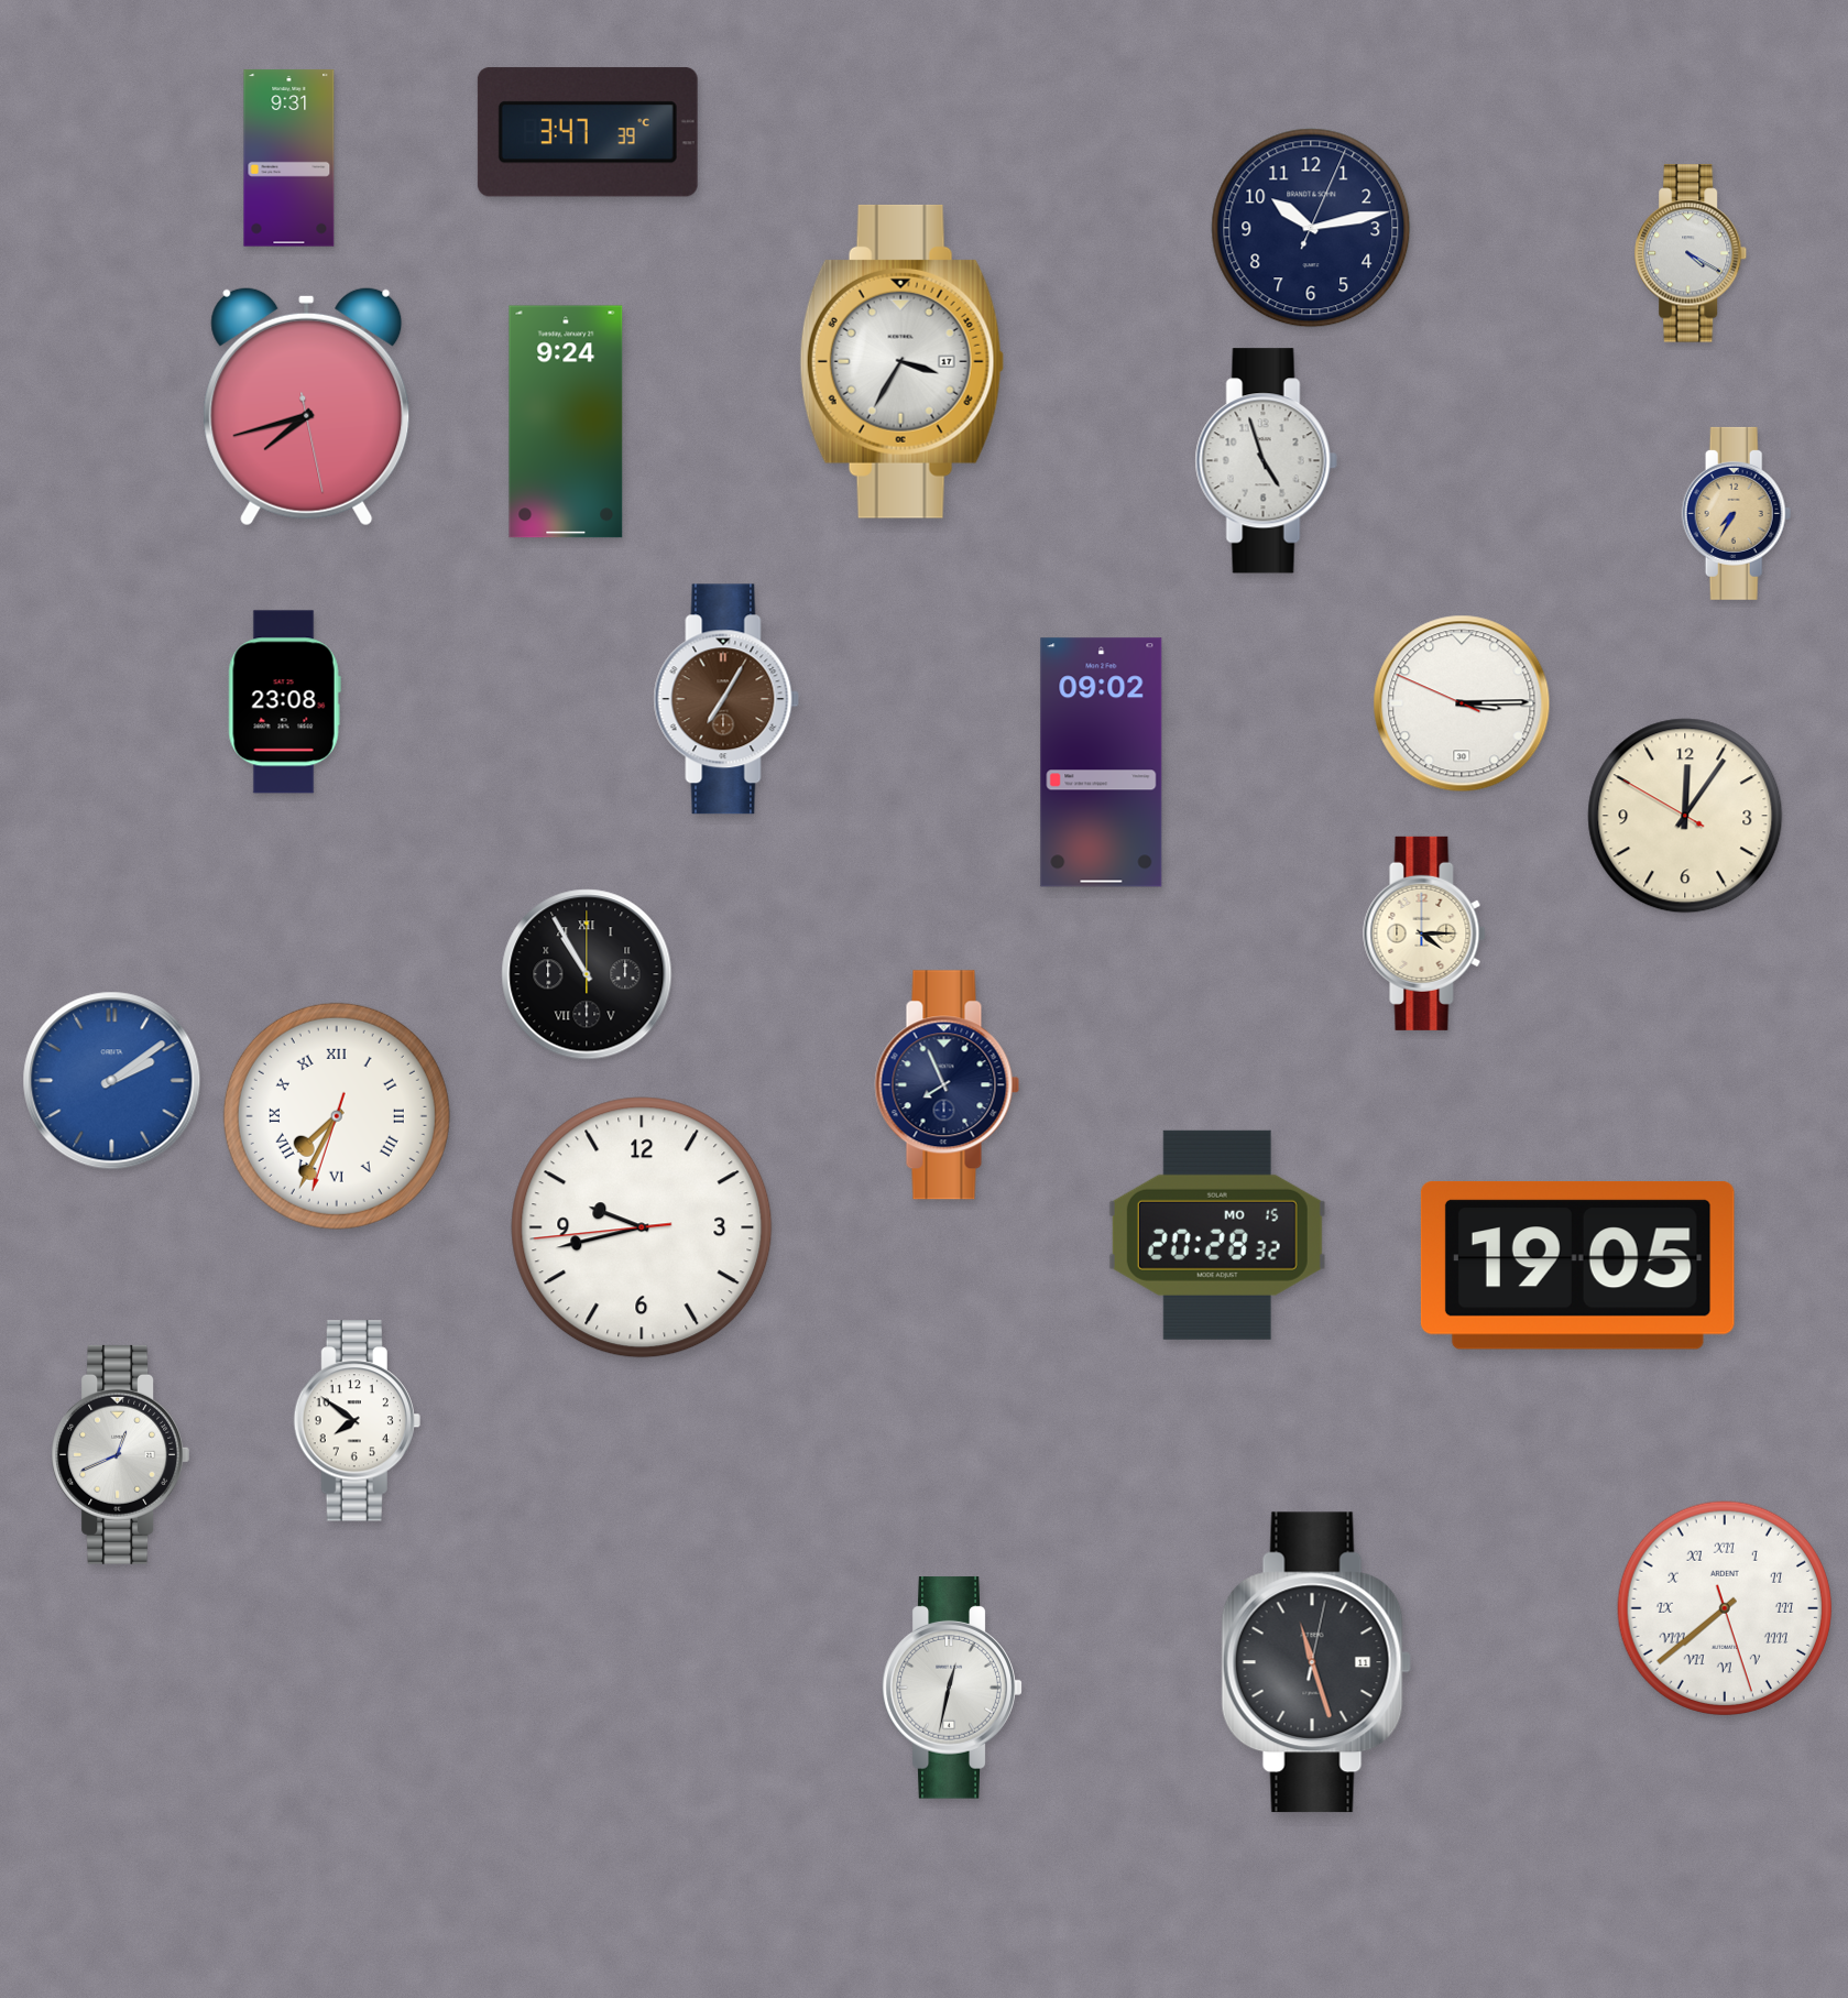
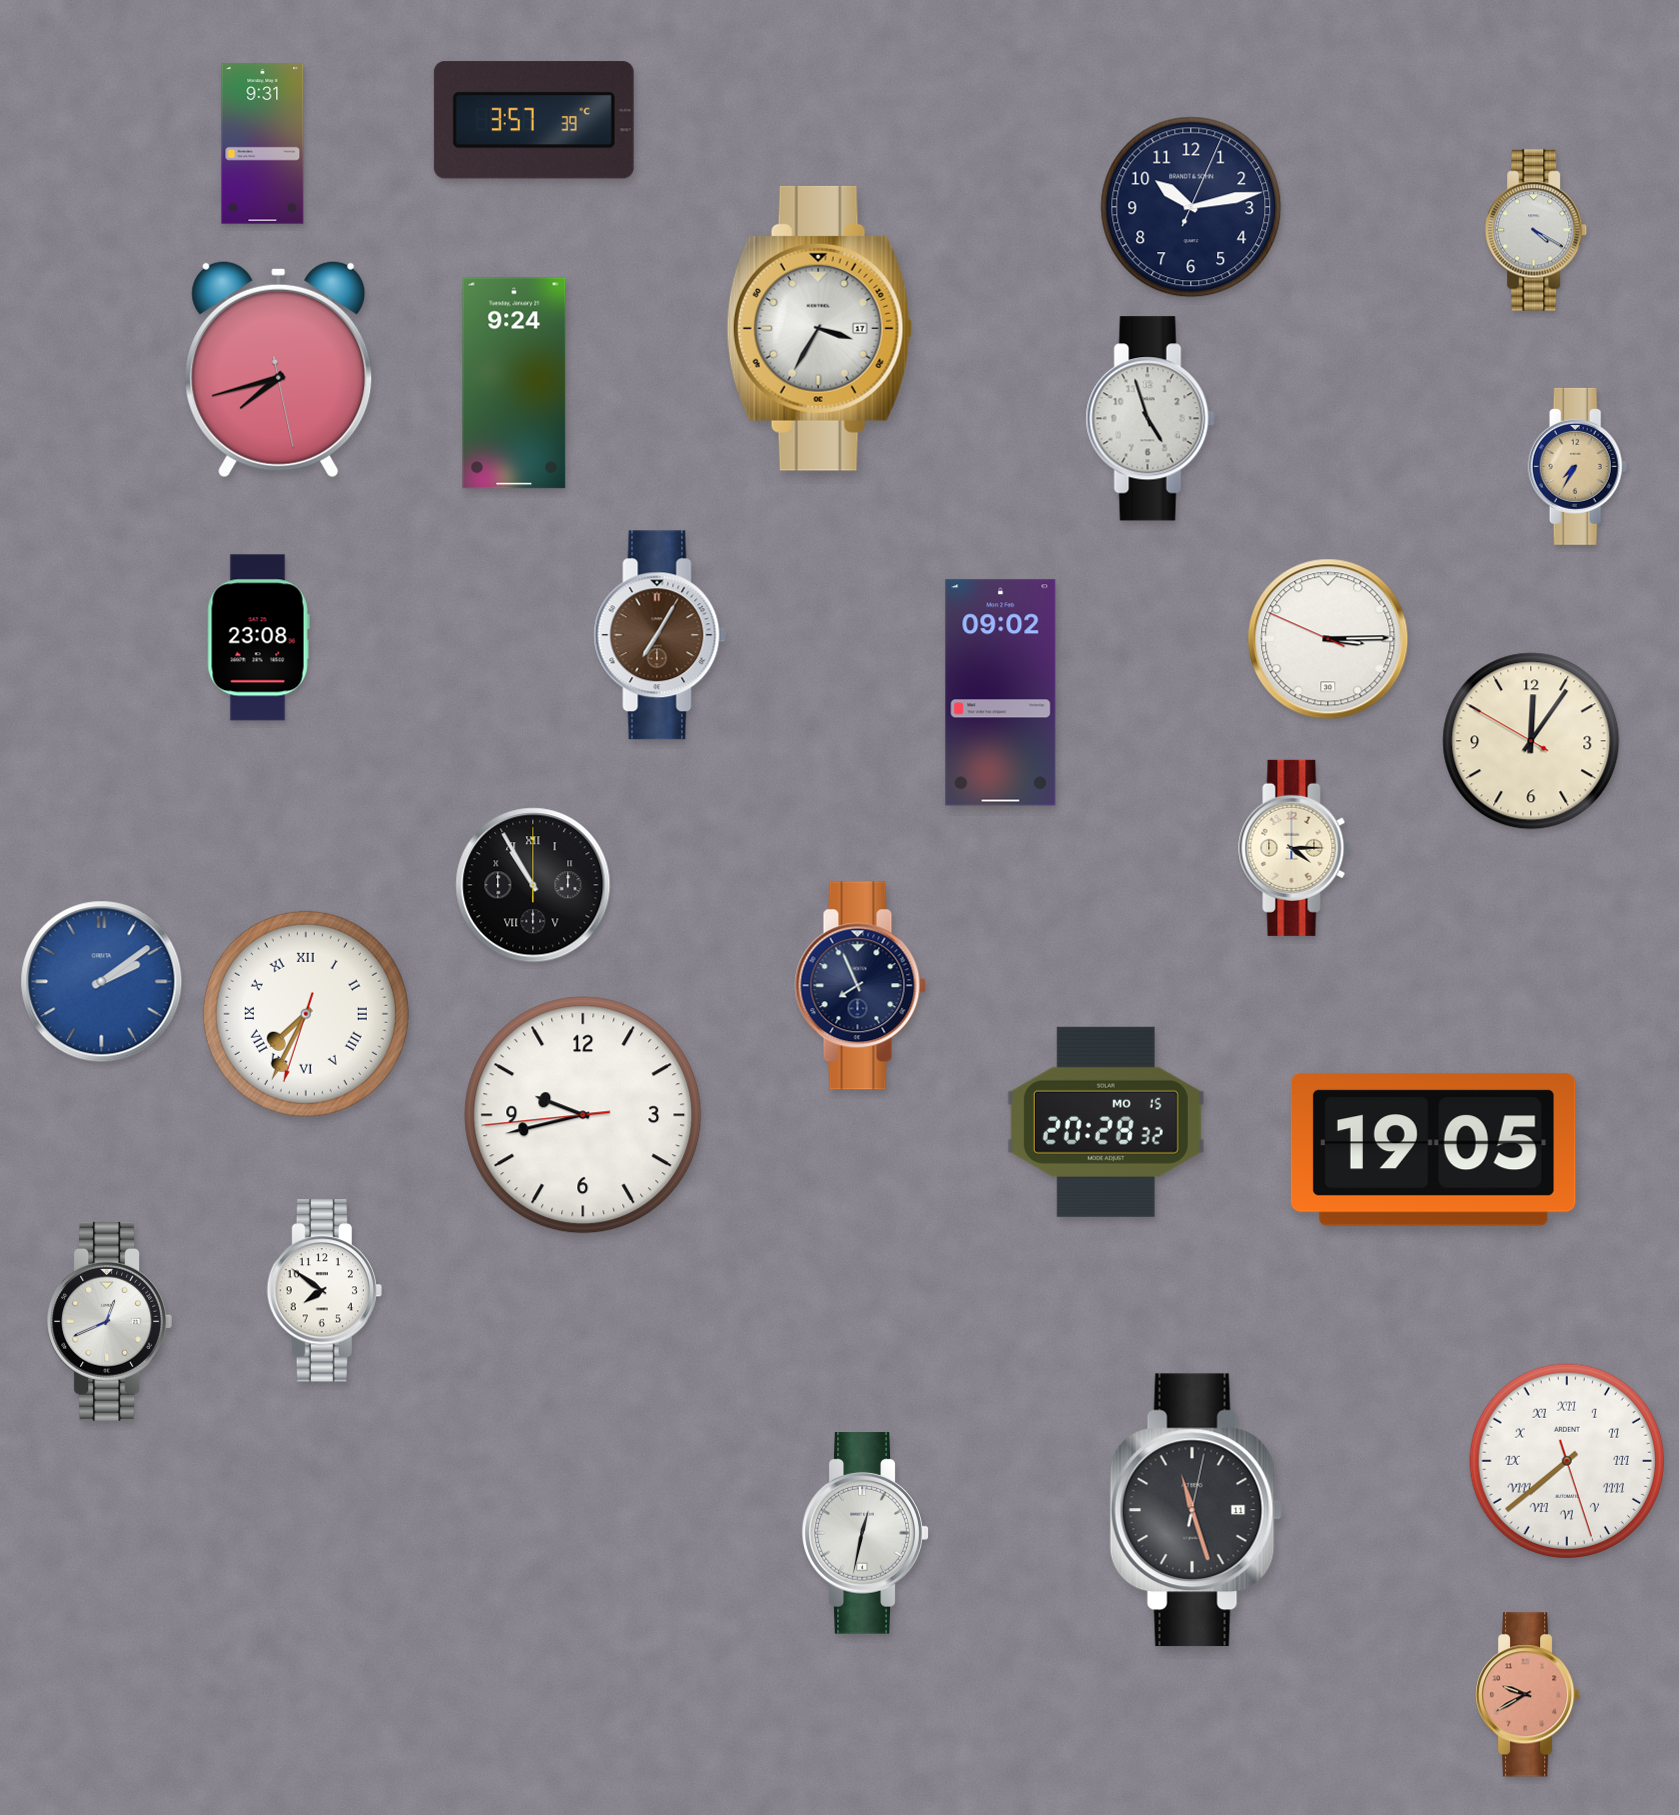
clock at (588, 132): 3:47 -> 3:57
clock at (1528, 1695): none -> 9:40
